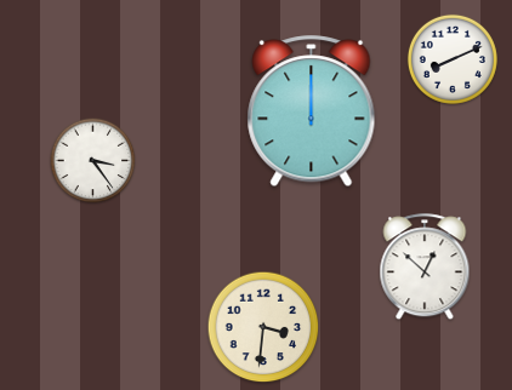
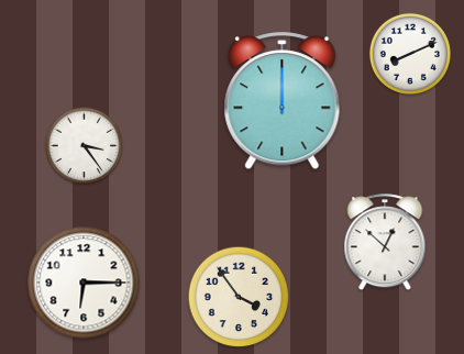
clock at (84, 283): none -> 6:15
clock at (263, 327): 3:31 -> 3:54
